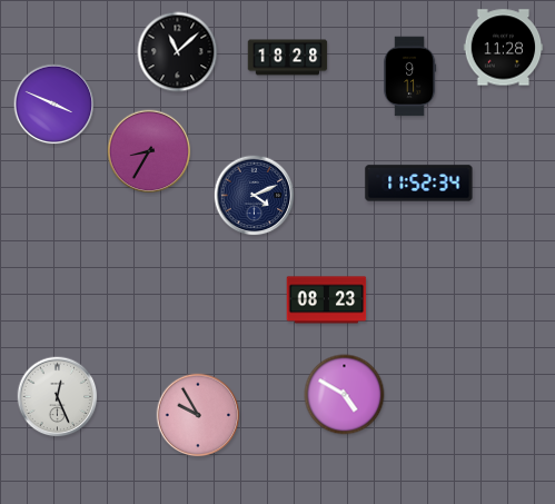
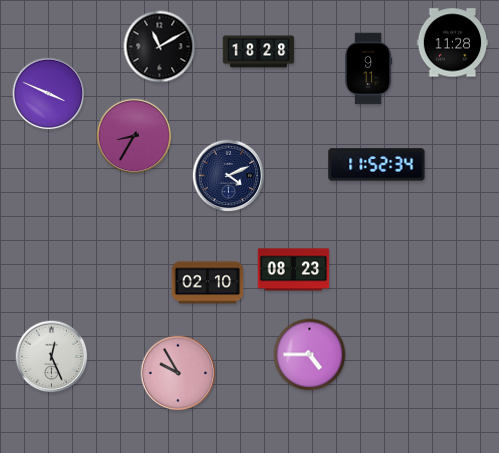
clock at (178, 52): 11:08 -> 11:10
clock at (208, 283): none -> 02:10
clock at (345, 395): 4:50 -> 4:45
